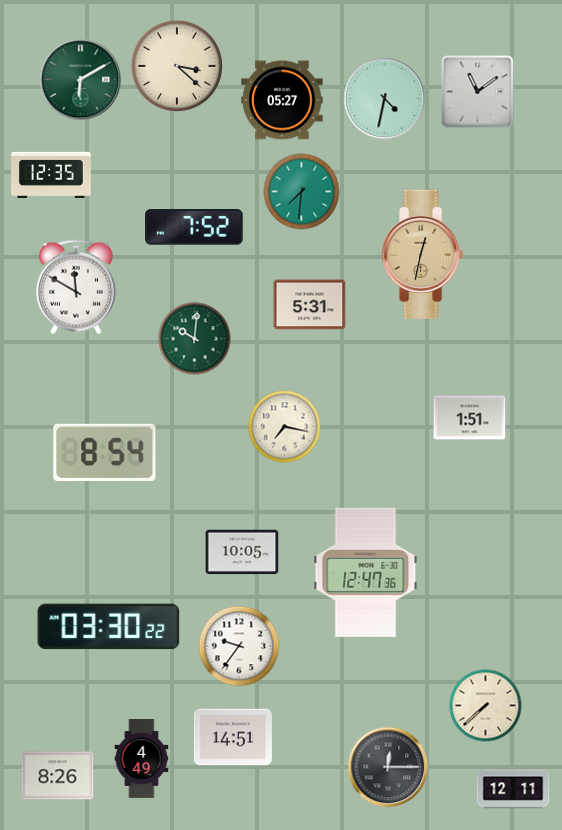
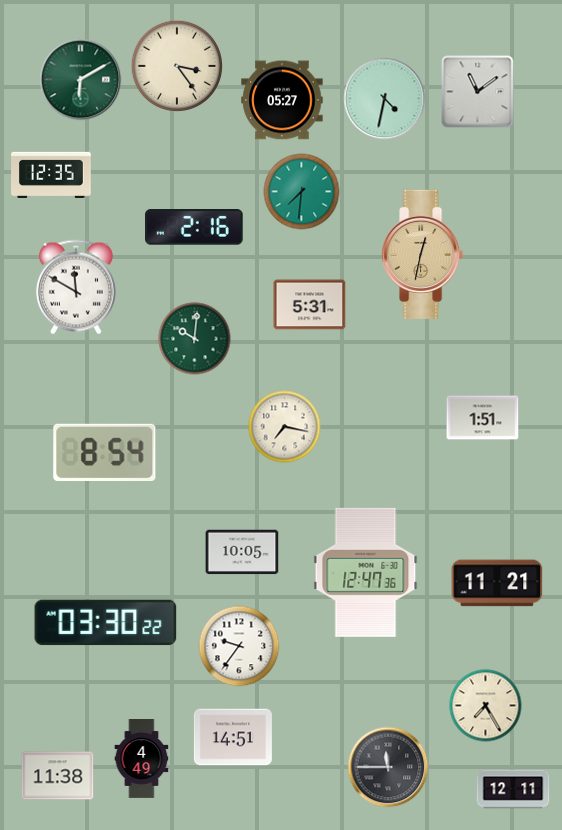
clock at (176, 65): 3:22 -> 3:24
clock at (195, 228): 7:52 -> 2:16
clock at (470, 418) position: (470, 418) -> (483, 418)
clock at (497, 583): none -> 11:21
clock at (109, 627) position: (109, 627) -> (106, 623)
clock at (486, 706): 7:38 -> 7:25
clock at (388, 767): 12:15 -> 11:45
clock at (58, 776): 8:26 -> 11:38
